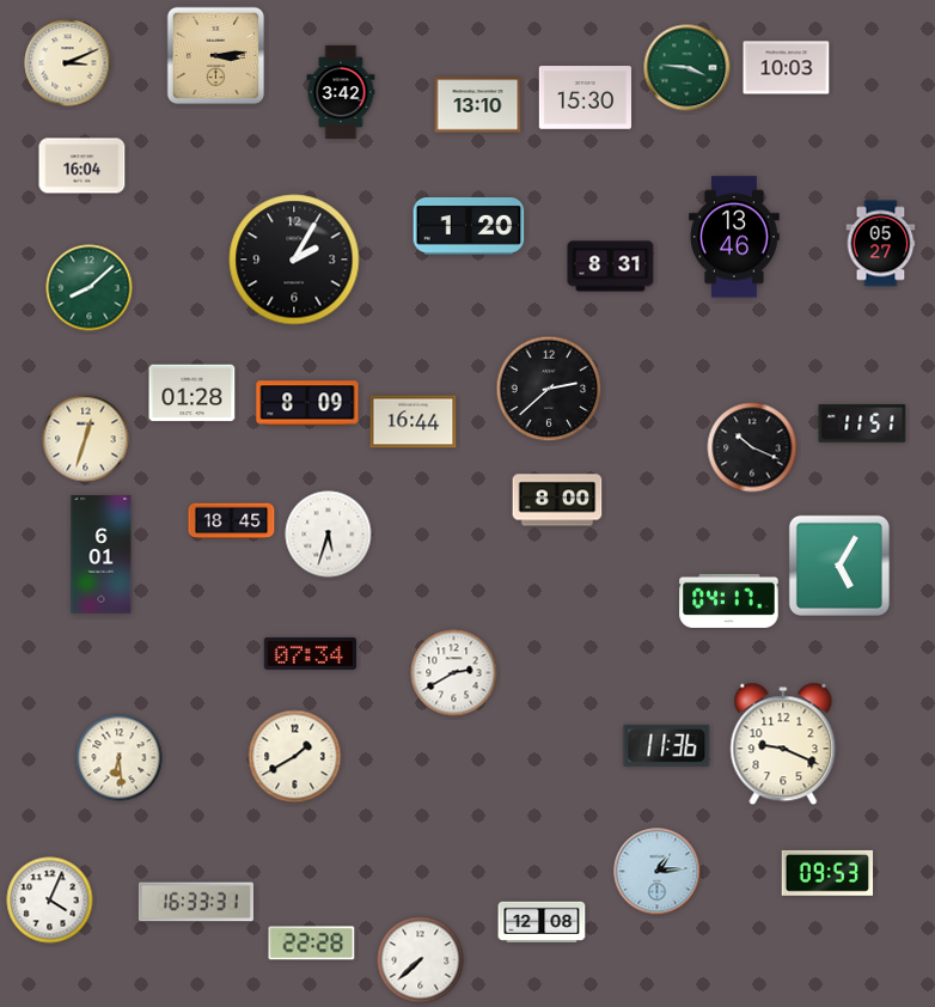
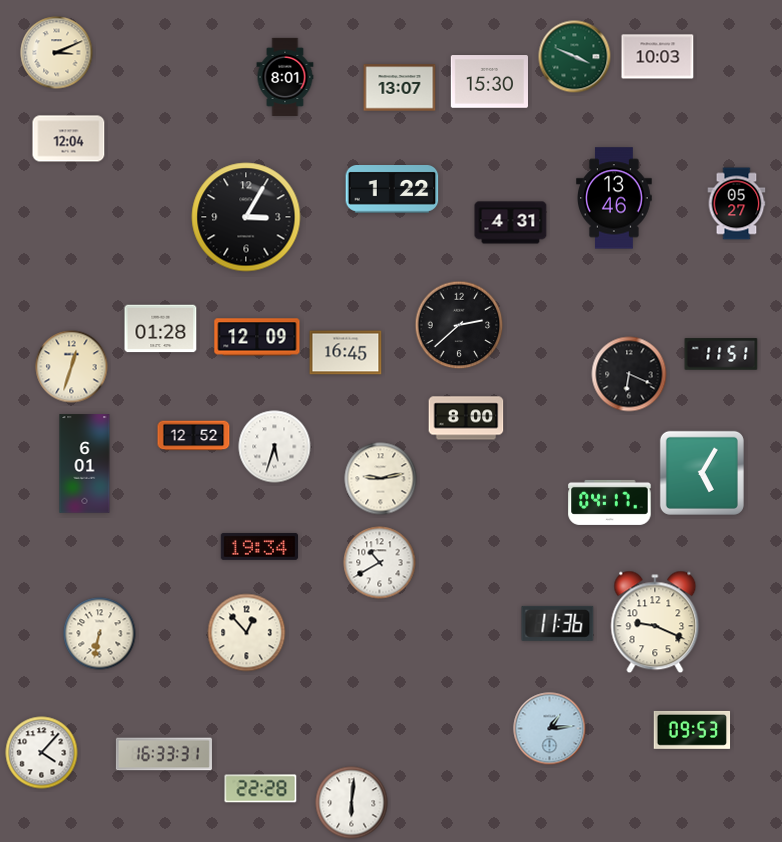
clock at (216, 56): 3:14 -> none
clock at (687, 68): 3:46 -> 3:49
clock at (341, 92): 3:42 -> 8:01
clock at (478, 105): 13:10 -> 13:07
clock at (82, 166): 16:04 -> 12:04
clock at (469, 227): 1:20 -> 1:22
clock at (294, 260): 2:05 -> 3:05
clock at (611, 267): 8:31 -> 4:31
clock at (90, 288): 8:08 -> none
clock at (307, 403): 8:09 -> 12:09
clock at (414, 422): 16:44 -> 16:45
clock at (752, 447): 10:19 -> 6:19
clock at (232, 521): 18:45 -> 12:52
clock at (381, 479): none -> 9:13
clock at (310, 653): 07:34 -> 19:34
clock at (454, 673): 2:40 -> 10:40
clock at (295, 757): 1:40 -> 12:53
clock at (120, 758): 6:29 -> 6:32
clock at (50, 901): 4:04 -> 4:07
clock at (542, 921): 12:08 -> none
clock at (421, 960): 7:38 -> 6:01
